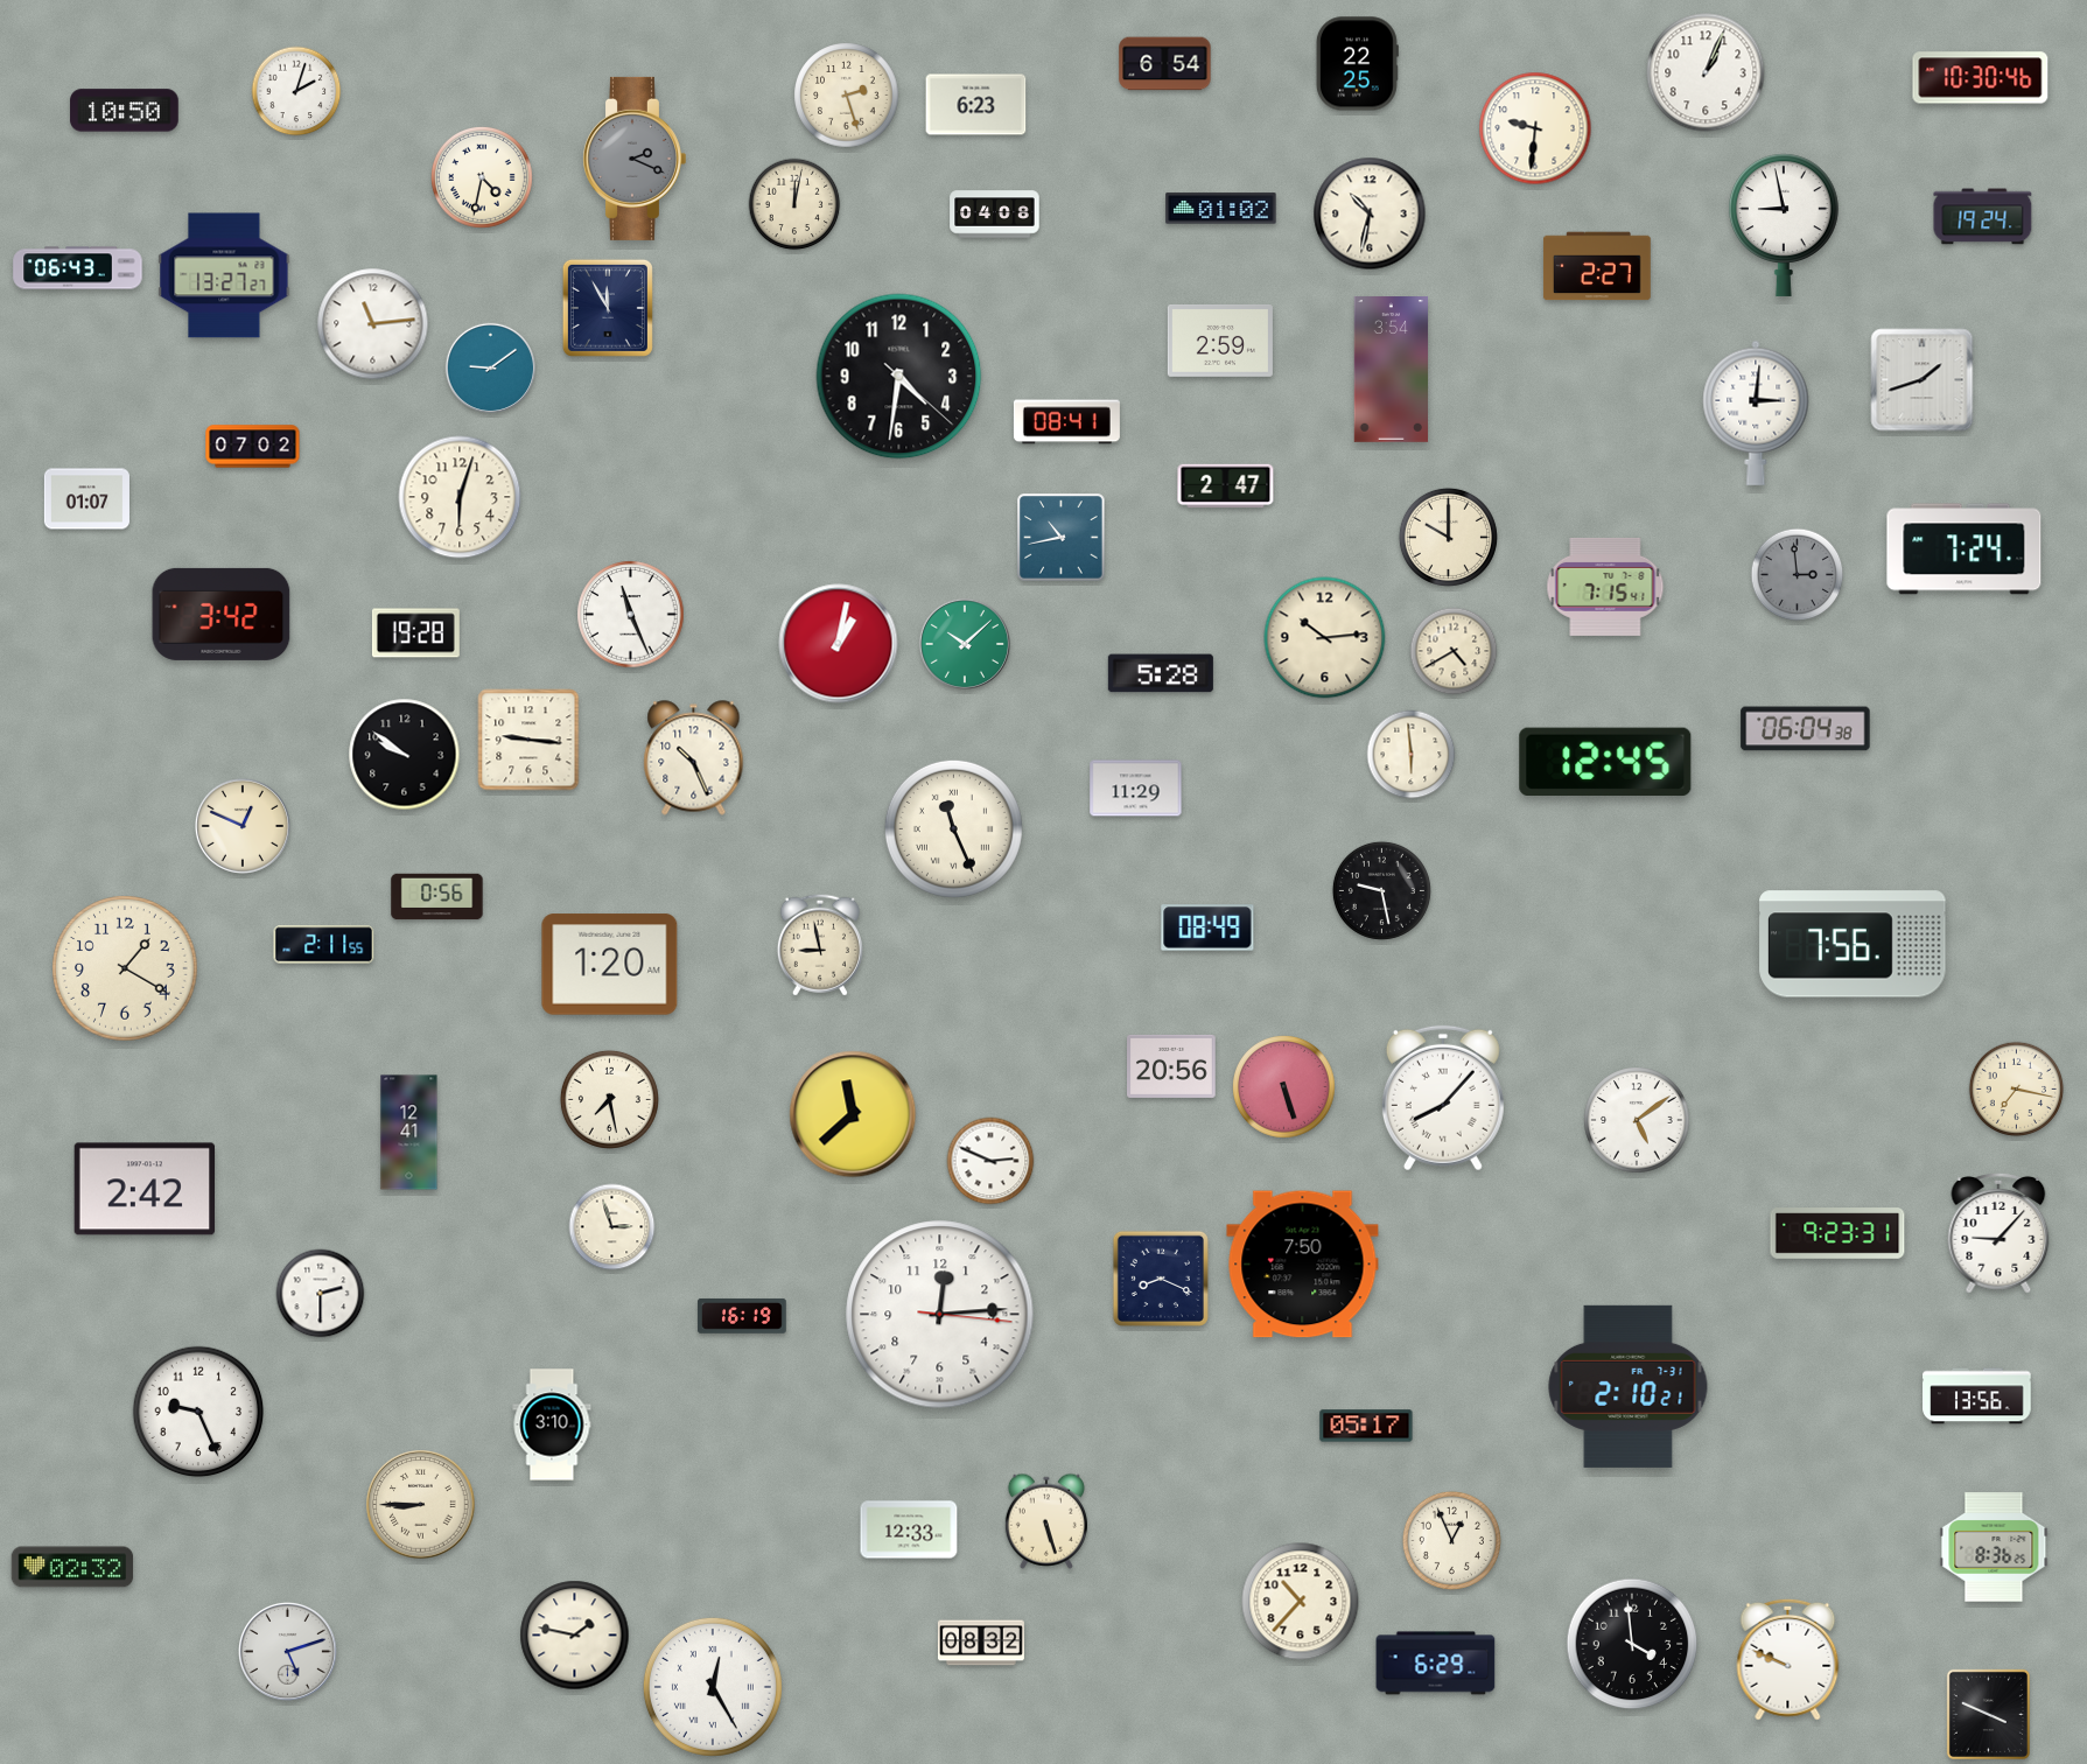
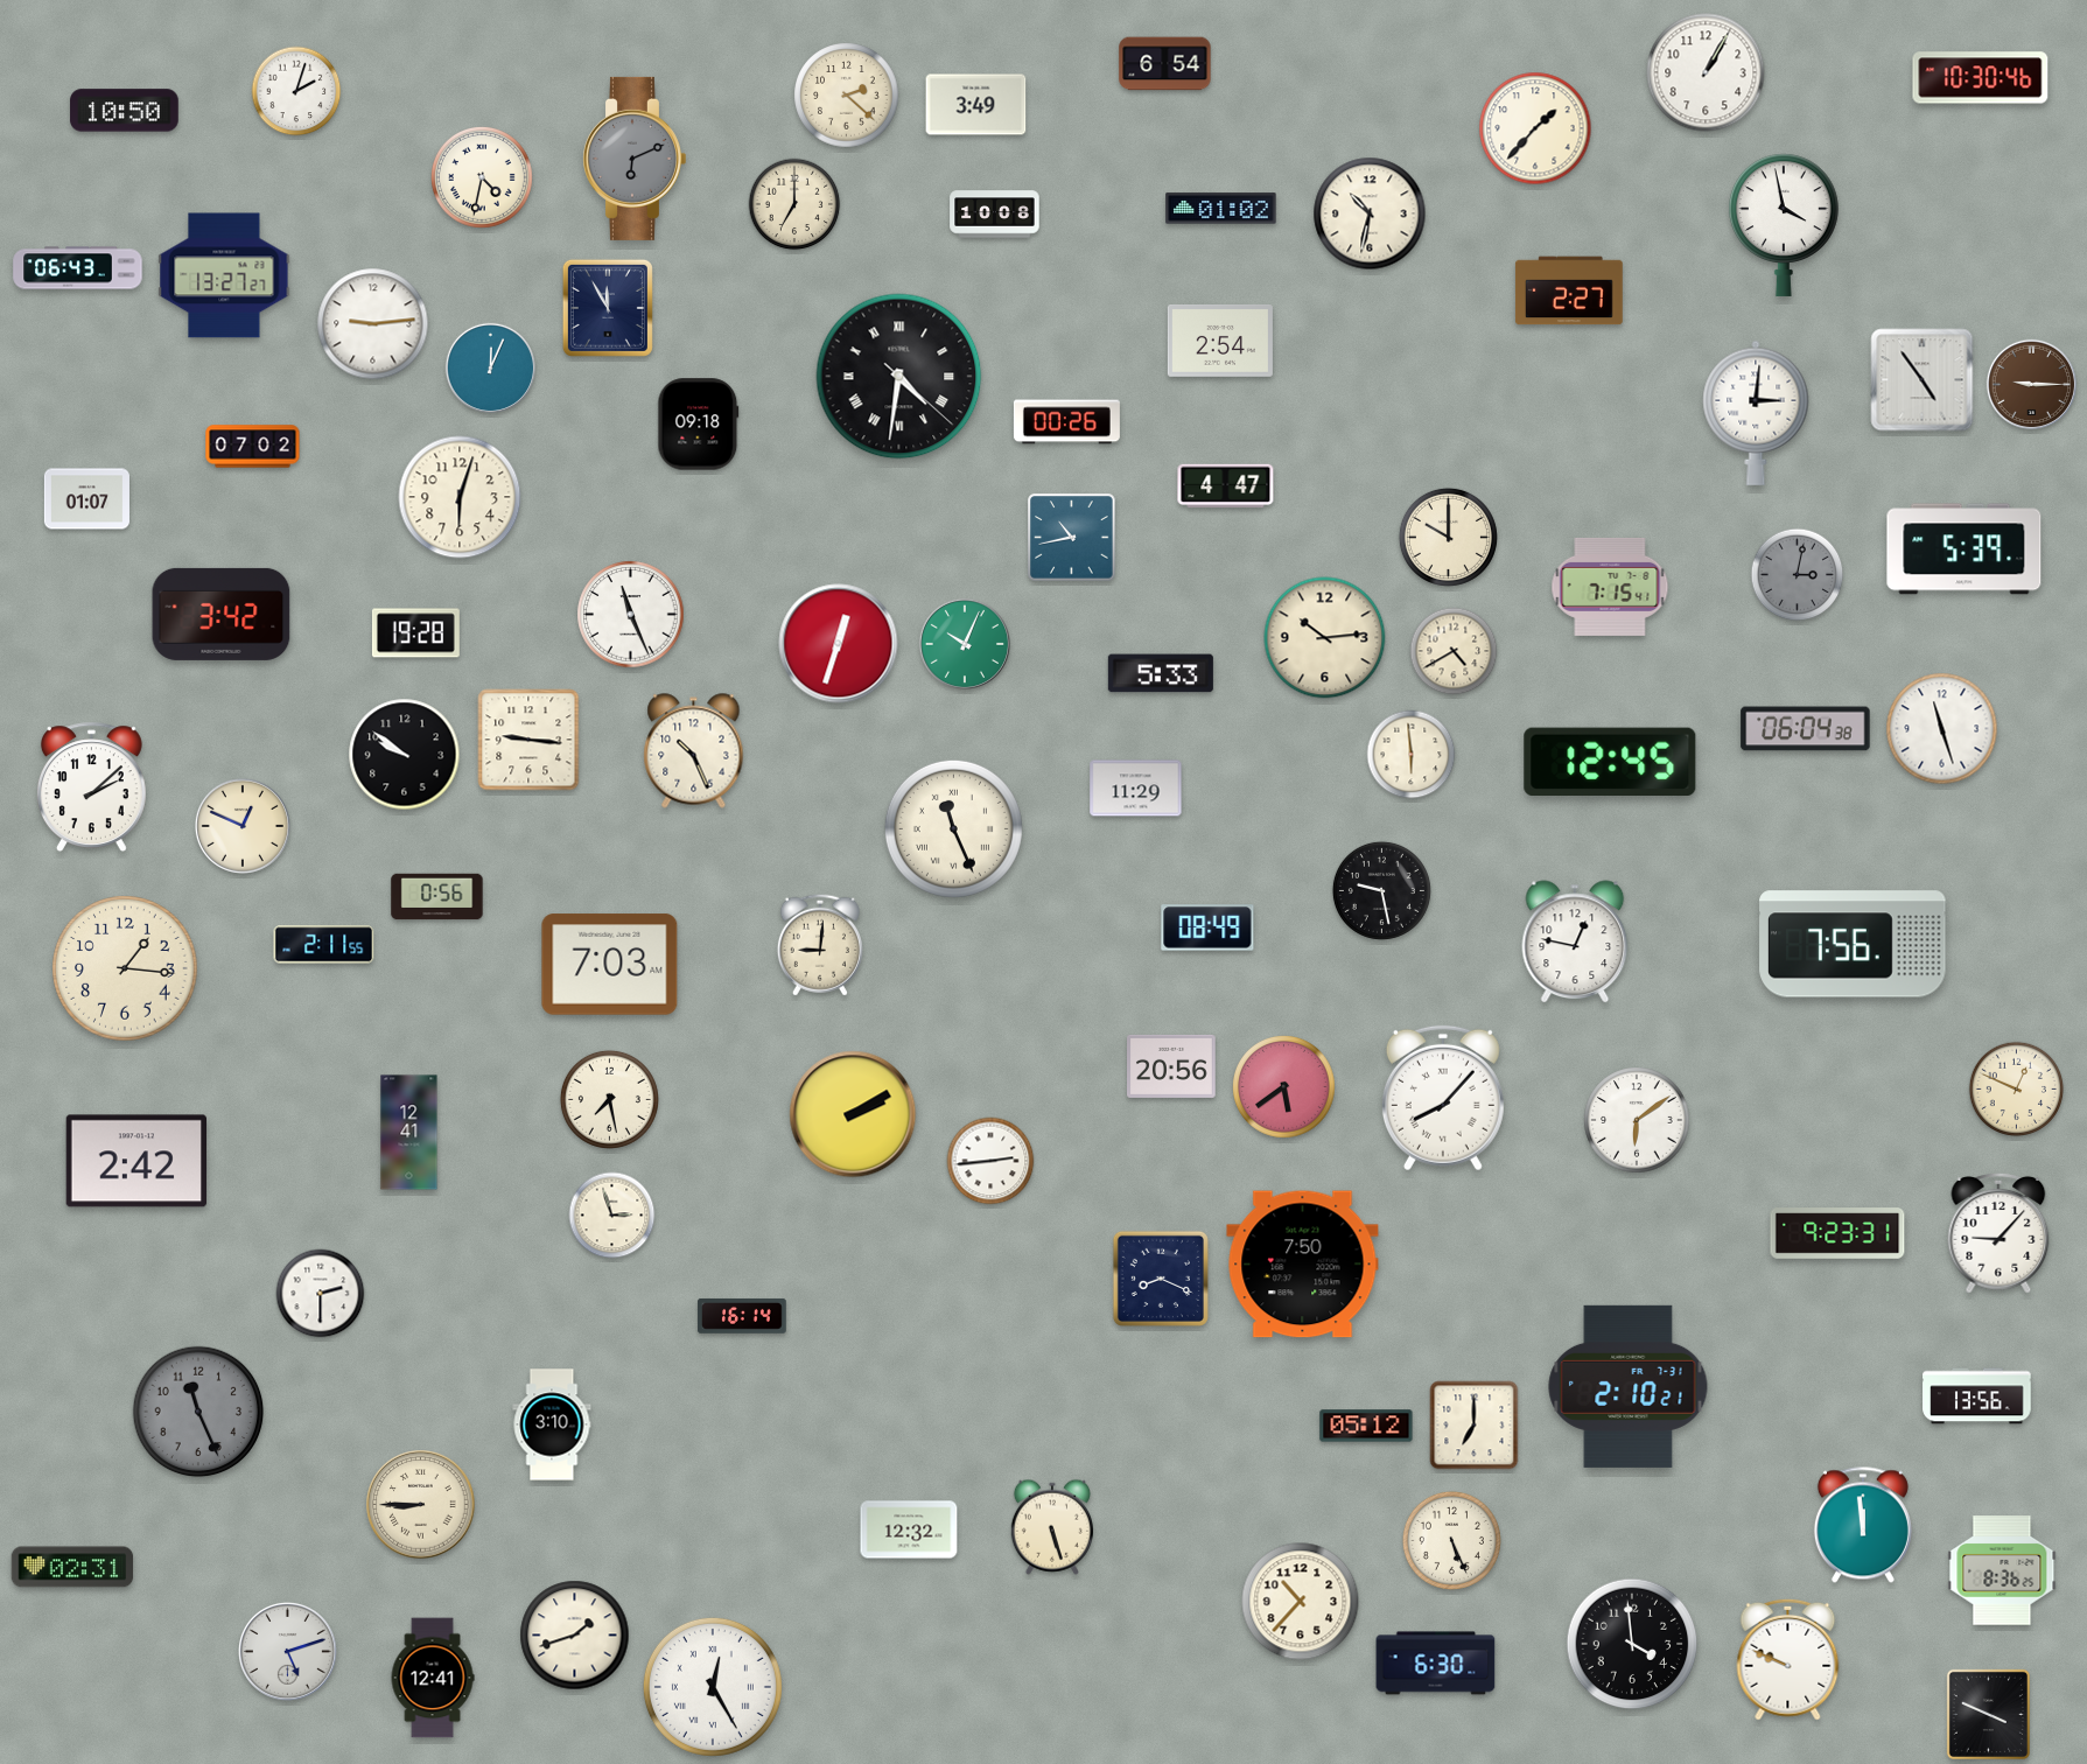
clock at (1357, 64): 22:25 -> none
clock at (1706, 72): 1:04 -> 1:05
clock at (847, 96): 2:27 -> 2:22
clock at (976, 105): 6:23 -> 3:49
clock at (1535, 128): 9:31 -> 1:37
clock at (633, 159): 2:19 -> 6:11
clock at (794, 204): 12:02 -> 7:00
clock at (995, 215): 04:08 -> 10:08
clock at (1983, 217): 19:24 -> none
clock at (1784, 225): 8:58 -> 3:58
clock at (1597, 266) position: (1597, 266) -> (1569, 290)
clock at (373, 324): 11:14 -> 9:14
clock at (1220, 341): 2:59 -> 2:54
clock at (490, 367): 9:09 -> 12:04
clock at (1392, 370): 3:54 -> none
clock at (899, 377) numerals: Arabic -> Roman
clock at (1923, 380): 1:42 -> 4:54
clock at (2031, 384): none -> 9:15
clock at (1066, 422): 08:41 -> 00:26
clock at (699, 425): none -> 09:18
clock at (1226, 487): 2:47 -> 4:47
clock at (1062, 538) position: (1062, 538) -> (1072, 538)
clock at (1965, 549): 7:24 -> 5:39
clock at (1798, 575): 2:59 -> 3:02
clock at (1605, 587) position: (1605, 587) -> (1610, 587)
clock at (839, 644): 1:02 -> 12:33
clock at (965, 644): 10:08 -> 10:04
clock at (1161, 673): 5:28 -> 5:33
clock at (1942, 729): none -> 11:27
clock at (694, 758) position: (694, 758) -> (694, 751)
clock at (1605, 761) position: (1605, 761) -> (1610, 761)
clock at (91, 787): none -> 2:08
clock at (1575, 942): none -> 12:47
clock at (820, 945): 8:58 -> 9:01
clock at (610, 965): 1:20 -> 7:03
clock at (125, 968): 1:20 -> 1:16
clock at (1284, 1087): 5:27 -> 5:39
clock at (2017, 1090): 7:17 -> 12:49
clock at (853, 1114): 11:38 -> 2:10
clock at (1637, 1120): 5:09 -> 6:09
clock at (990, 1161): 2:49 -> 2:44
clock at (145, 1189) position: (145, 1189) -> (136, 1161)
clock at (612, 1227) position: (612, 1227) -> (612, 1216)
clock at (940, 1315): 12:14 -> none
clock at (742, 1316): 16:19 -> 16:14
clock at (198, 1412): 9:26 -> 11:26
clock at (198, 1412) dial: white -> grey
clock at (1366, 1426): 05:17 -> 05:12
clock at (1475, 1426): none -> 7:00
clock at (1046, 1521) position: (1046, 1521) -> (1052, 1527)
clock at (1863, 1525): none -> 11:59
clock at (909, 1529): 12:33 -> 12:32
clock at (1451, 1540): 12:56 -> 5:26
clock at (1994, 1547) position: (1994, 1547) -> (2002, 1570)
clock at (72, 1567): 02:32 -> 02:31
clock at (575, 1636): 1:47 -> 1:42
clock at (981, 1643): 08:32 -> none
clock at (1436, 1664): 6:29 -> 6:30
clock at (433, 1678): none -> 12:41
